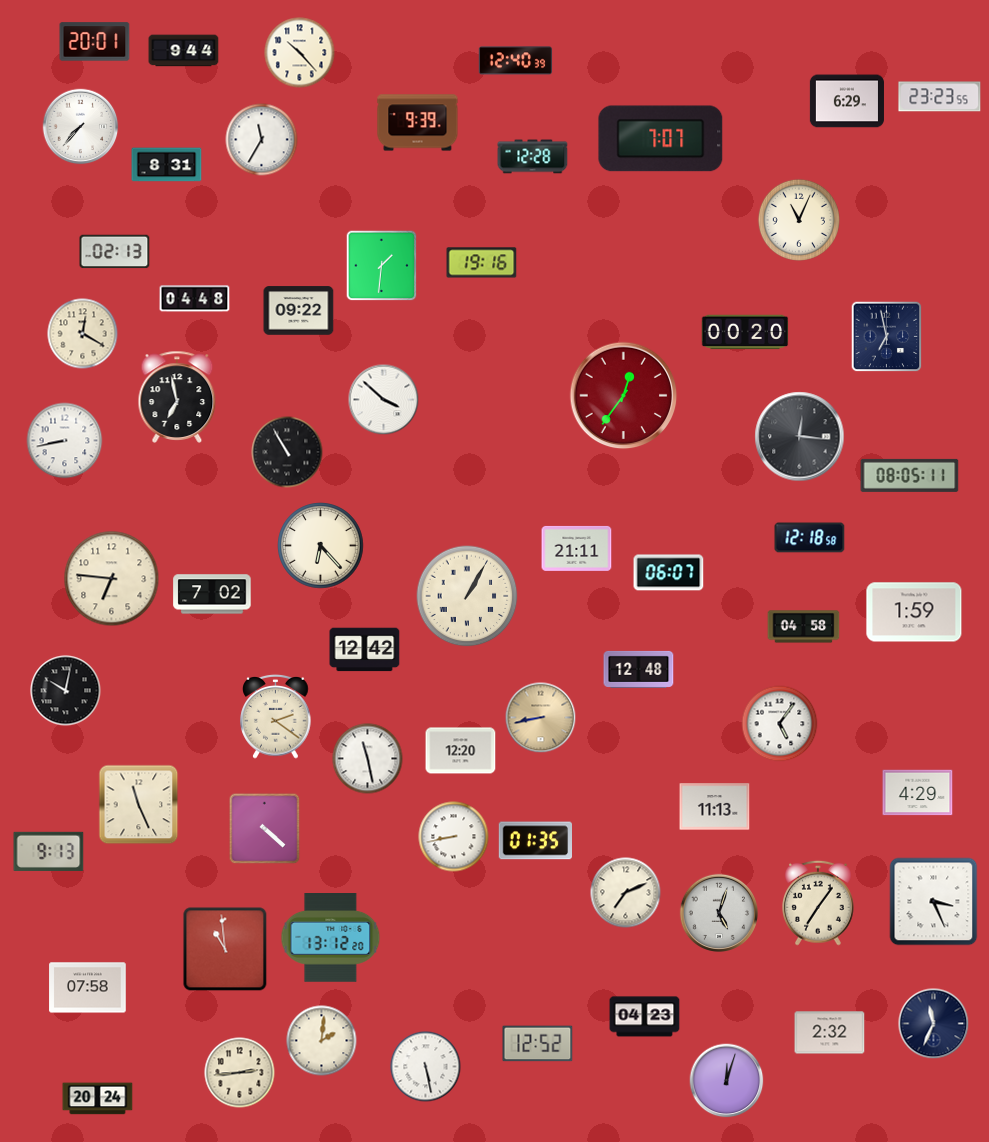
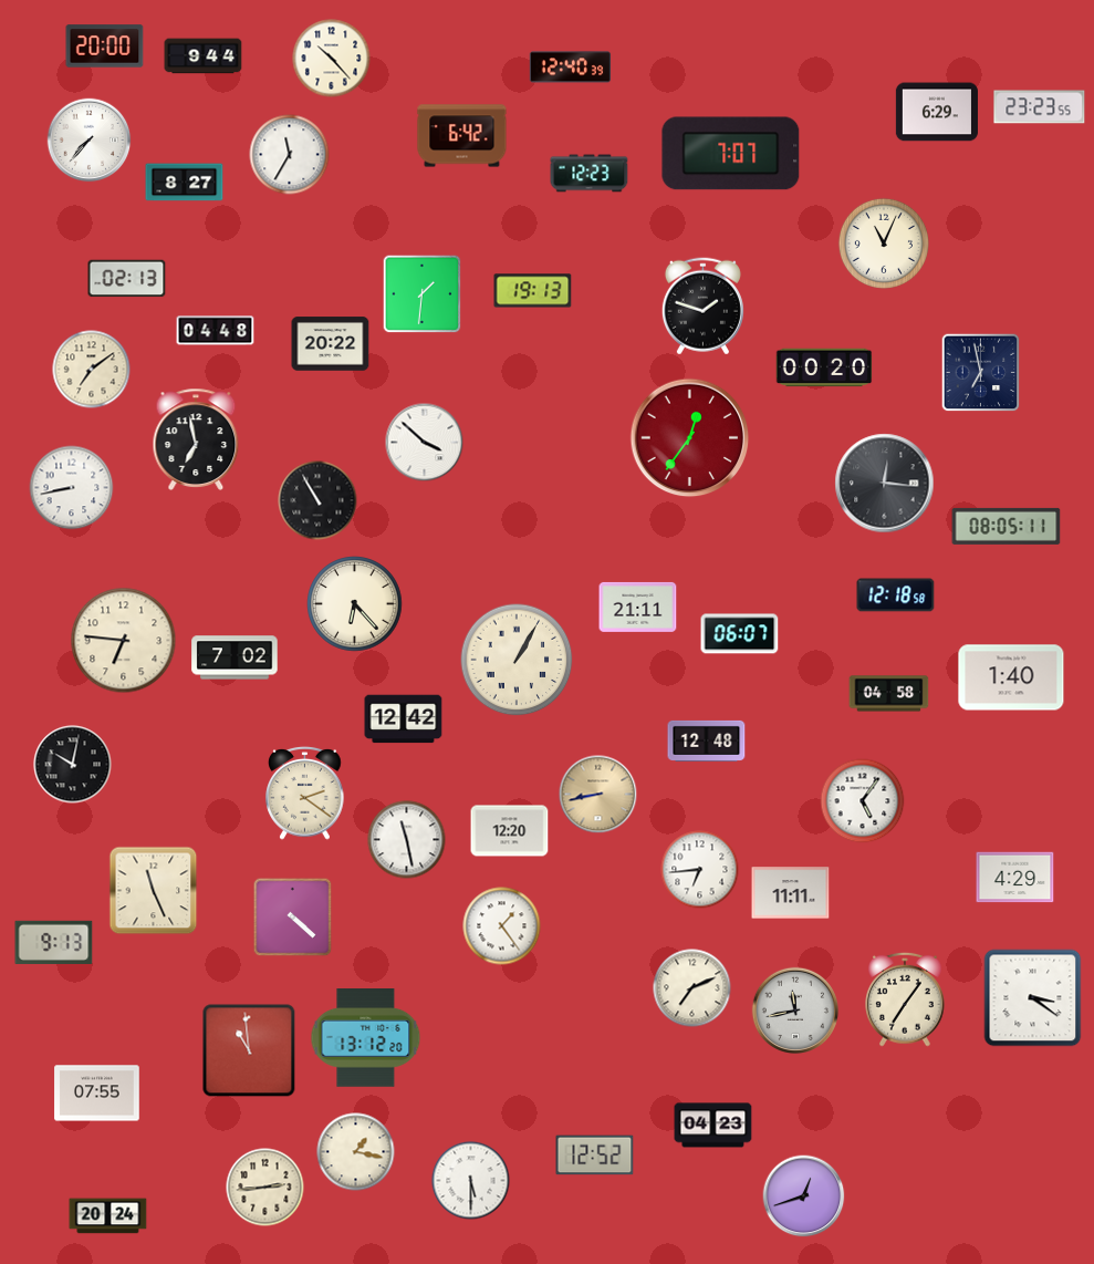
clock at (95, 42): 20:01 -> 20:00
clock at (418, 123): 9:39 -> 6:42
clock at (533, 157): 12:28 -> 12:23
clock at (167, 165): 8:31 -> 8:27
clock at (482, 263): 19:16 -> 19:13
clock at (702, 307): none -> 1:48
clock at (299, 311): 09:22 -> 20:22
clock at (83, 334): 12:20 -> 7:09
clock at (914, 612): 1:59 -> 1:40
clock at (700, 870): none -> 6:44
clock at (715, 807): 11:13 -> 11:11
clock at (454, 837): 8:43 -> 1:24
clock at (535, 841): 01:35 -> none
clock at (934, 902): 3:26 -> 3:21
clock at (718, 912): 5:03 -> 11:43
clock at (88, 988): 07:58 -> 07:55
clock at (934, 1024): 11:34 -> none
clock at (830, 1033): 2:32 -> none
clock at (322, 1041): 2:01 -> 1:17
clock at (426, 1067): 5:28 -> 5:30
clock at (727, 1081): 12:03 -> 12:42
